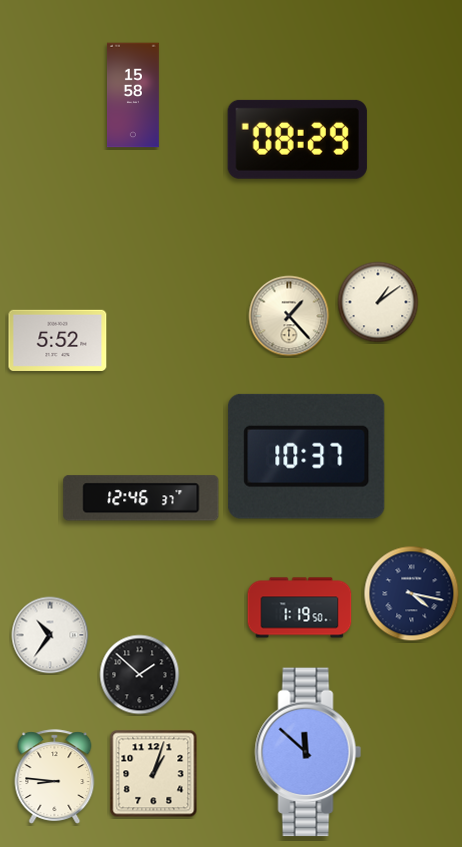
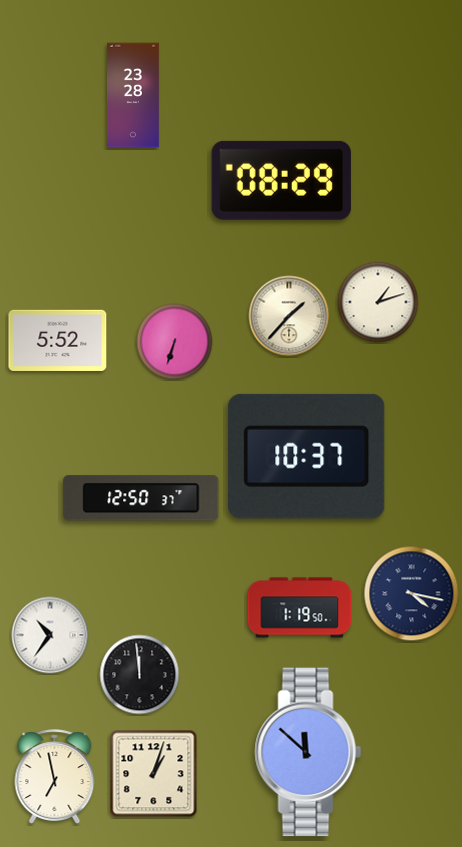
clock at (133, 95): 15:58 -> 23:28
clock at (297, 139) position: (297, 139) -> (281, 180)
clock at (378, 302): 1:09 -> 1:12
clock at (289, 316): 1:23 -> 1:37
clock at (175, 342): none -> 6:33
clock at (141, 498): 12:46 -> 12:50
clock at (140, 675): 1:52 -> 11:59
clock at (55, 777): 8:46 -> 6:58
